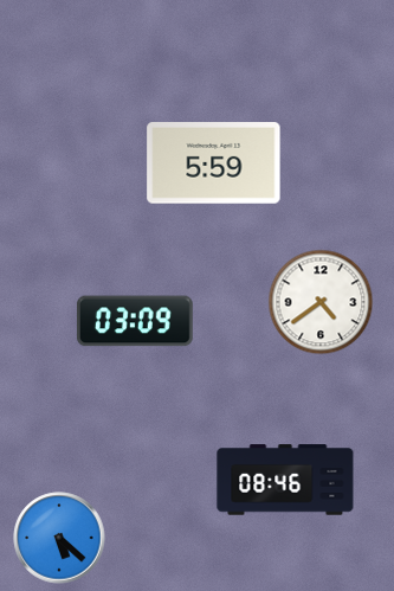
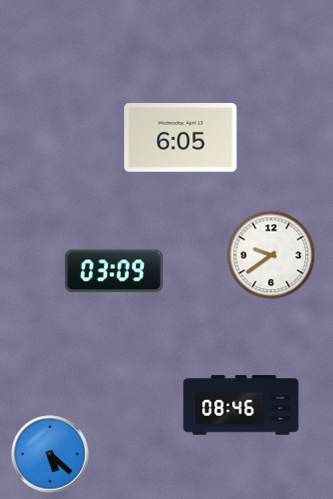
clock at (214, 163): 5:59 -> 6:05
clock at (321, 302): 4:39 -> 9:39
